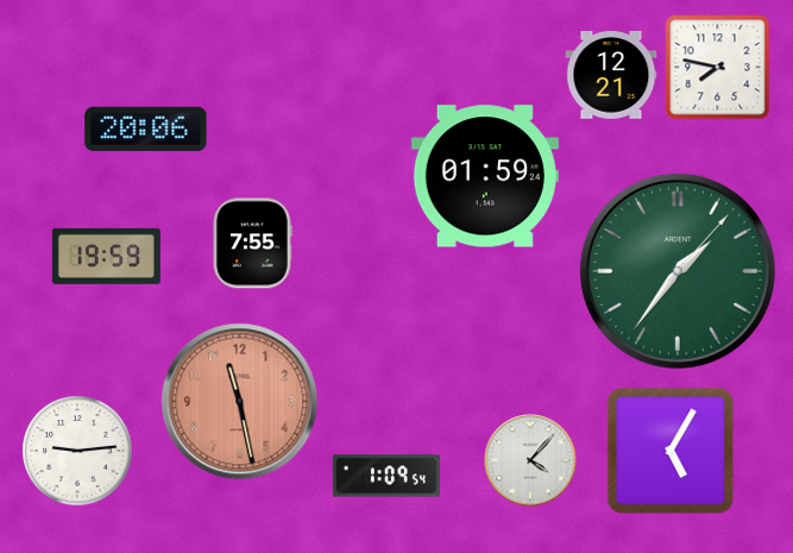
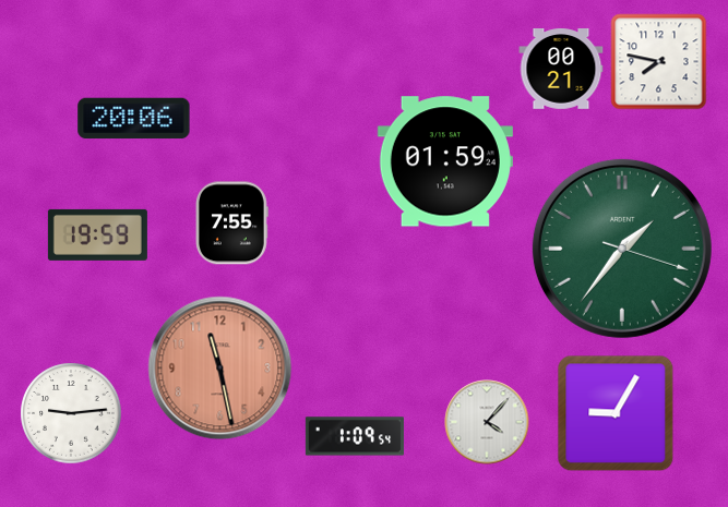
clock at (611, 76): 12:21 -> 00:21
clock at (678, 271): 1:36:07 -> 1:36:18
clock at (671, 451): 5:05 -> 9:05
